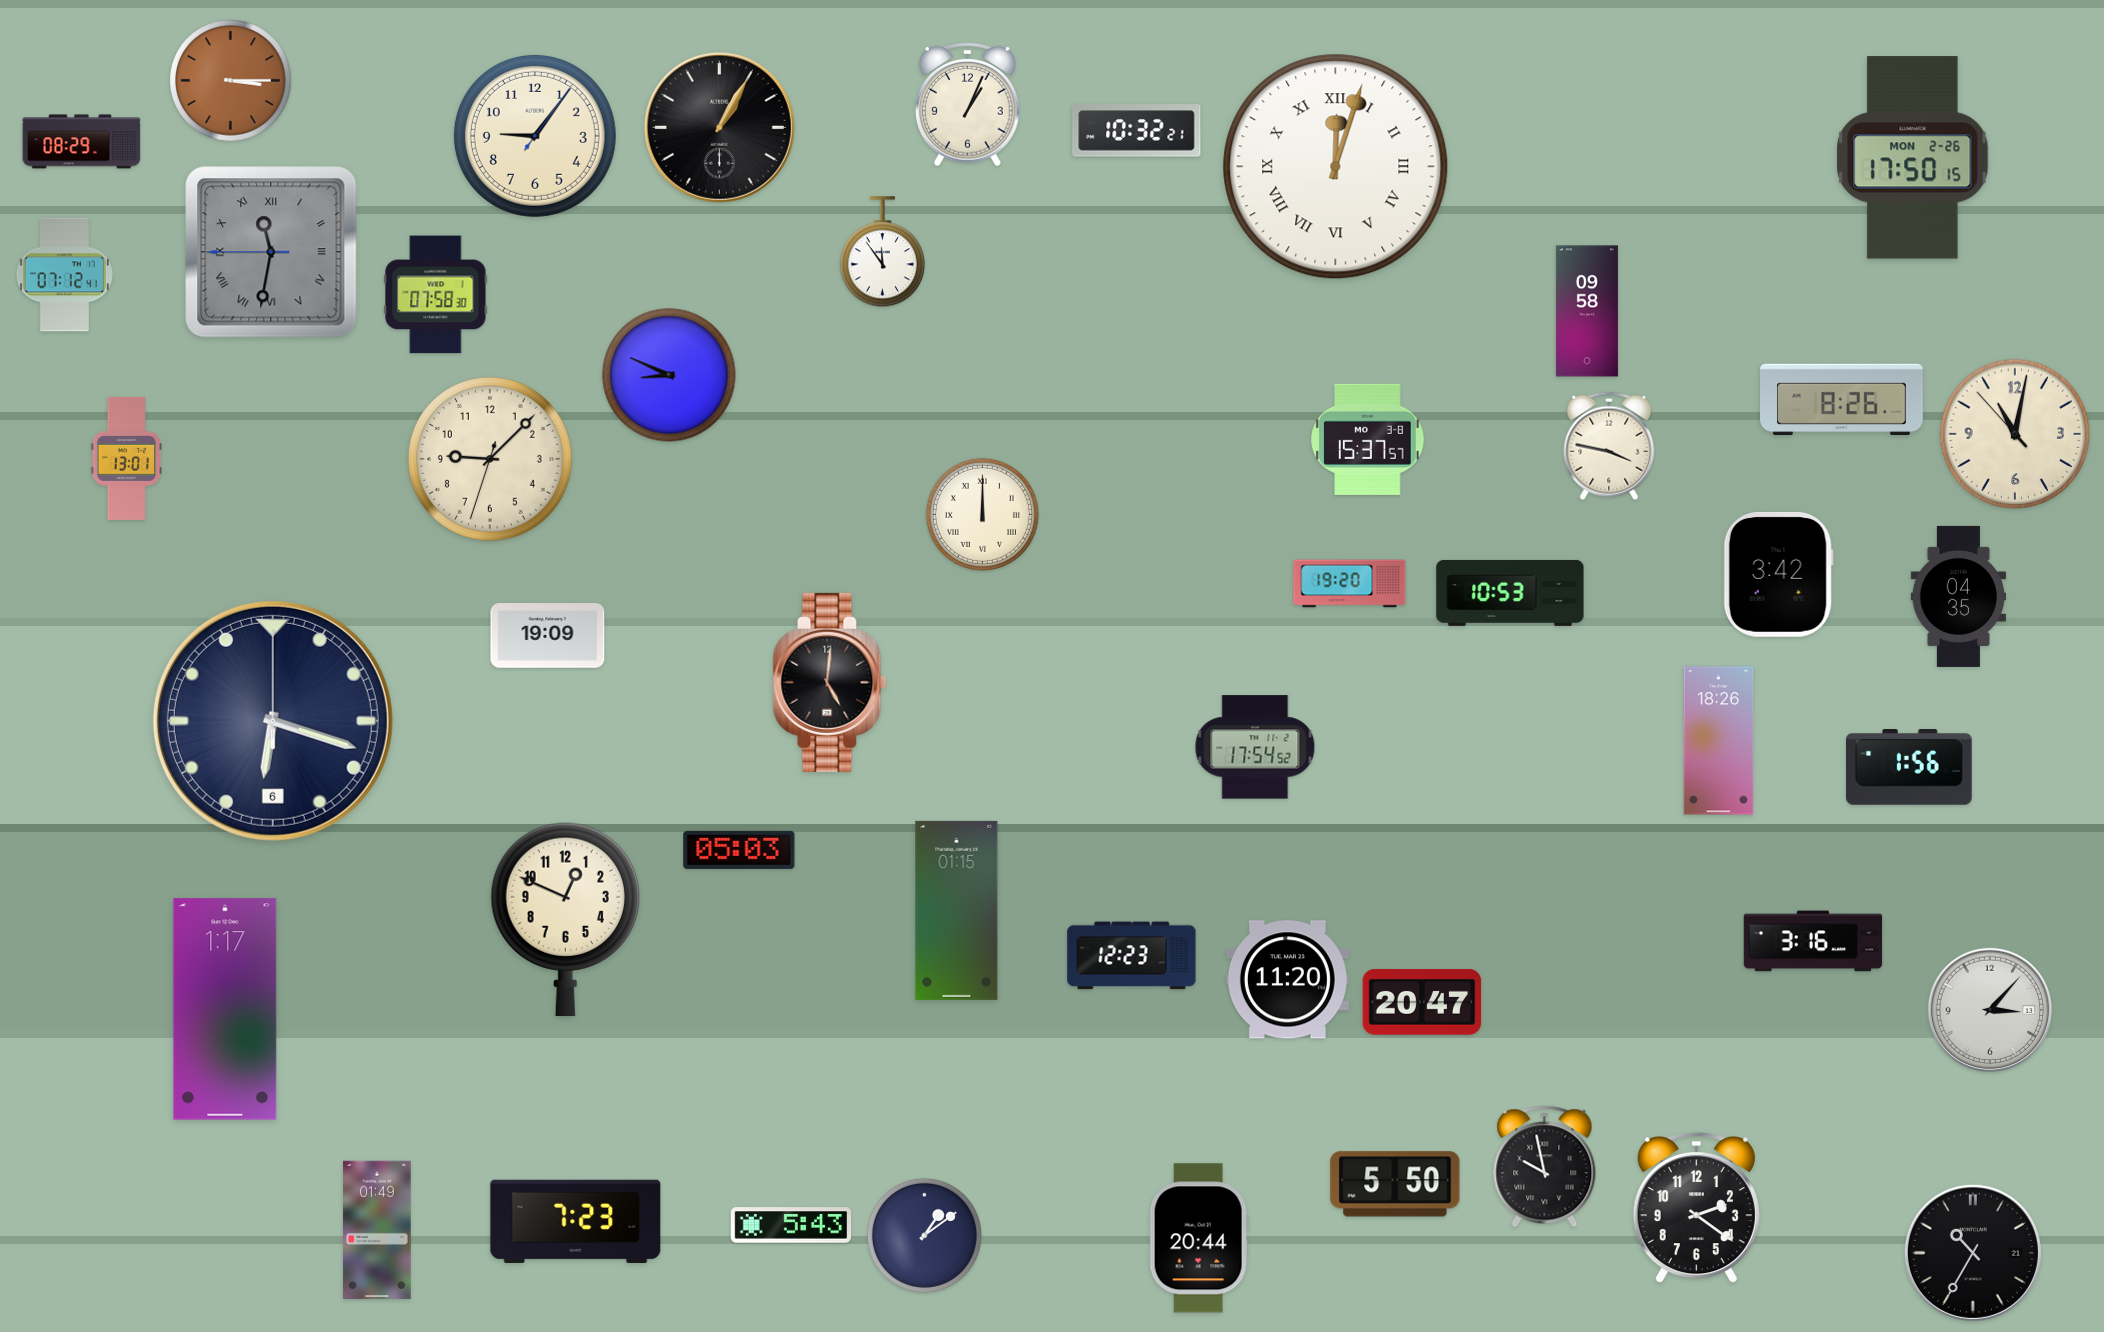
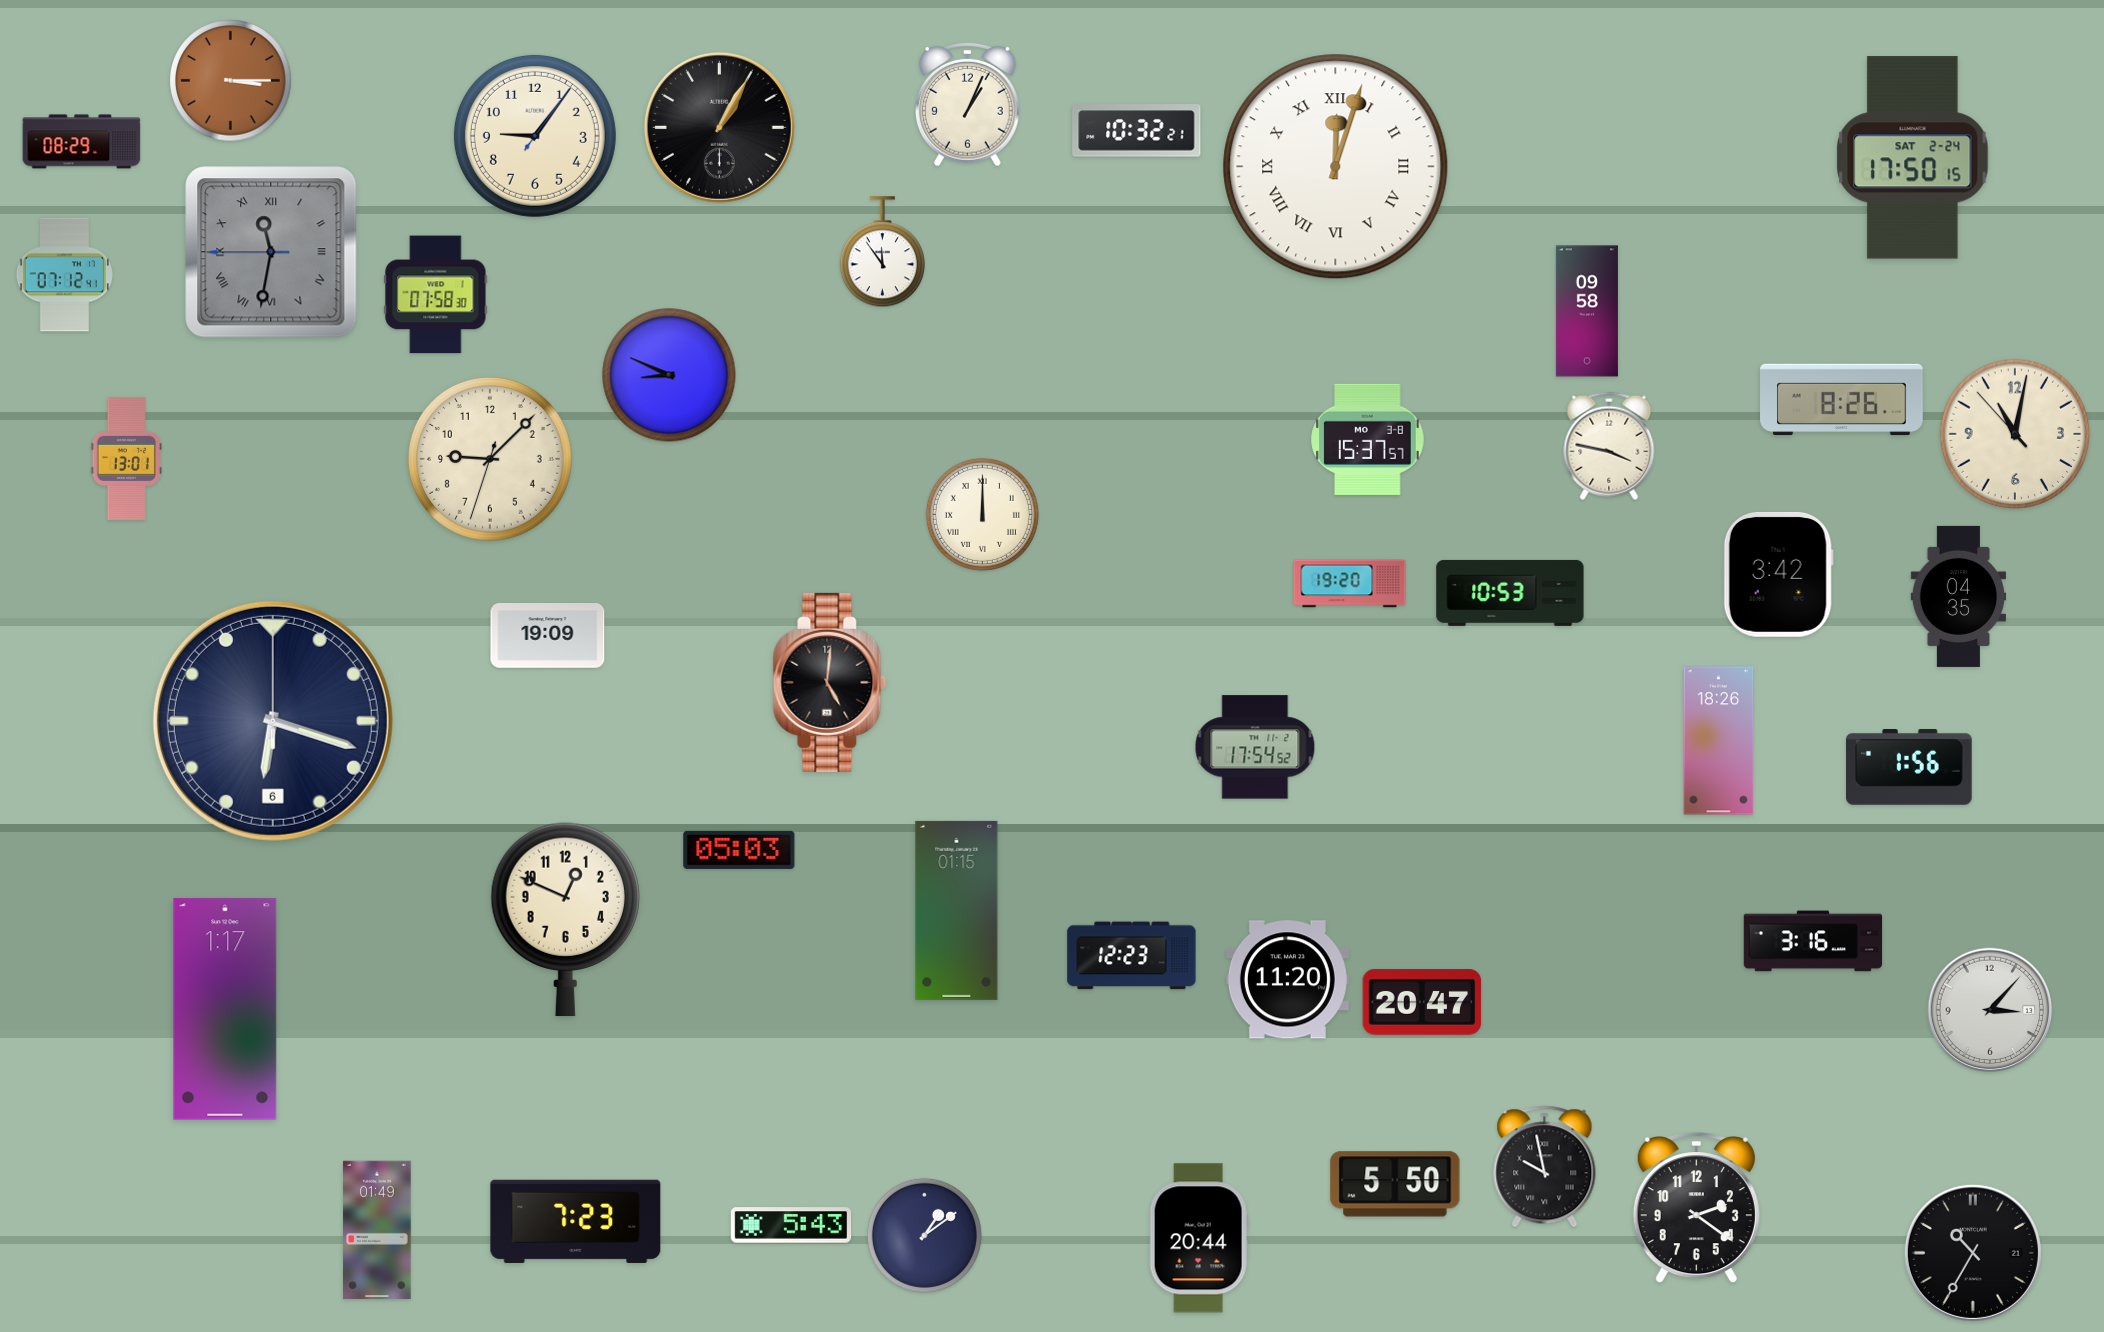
clock at (1913, 158) date: MON 2-26 -> SAT 2-24
